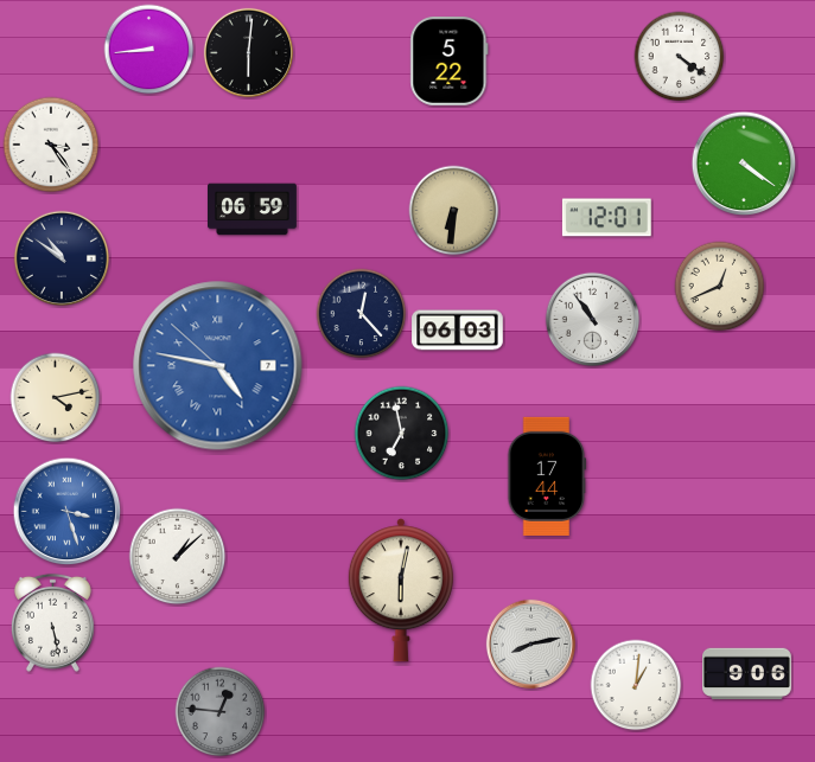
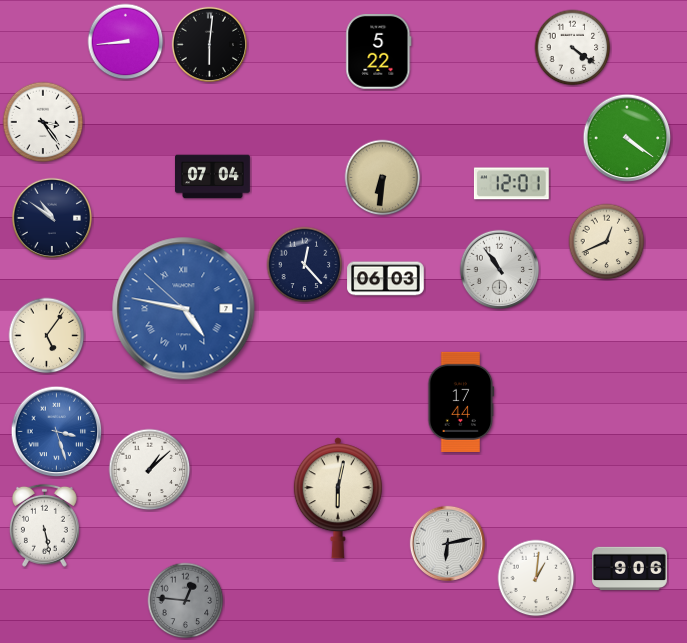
clock at (253, 210): 06:59 -> 07:04
clock at (56, 398): 4:13 -> 5:06
clock at (402, 434): 6:58 -> none
clock at (530, 643): 8:13 -> 6:13
